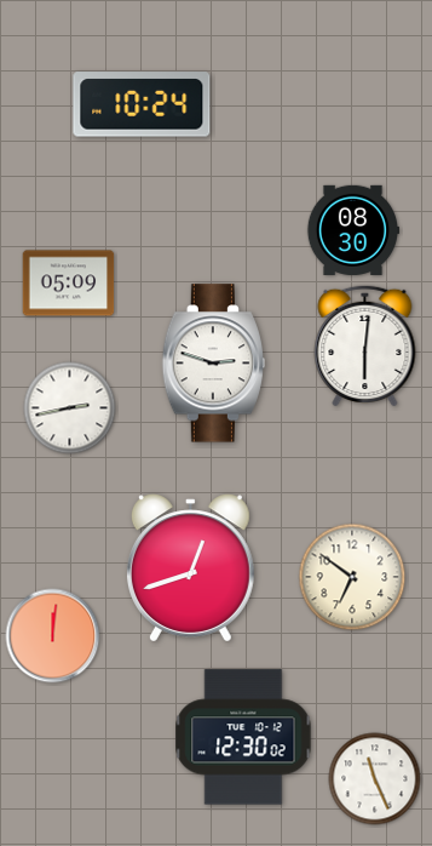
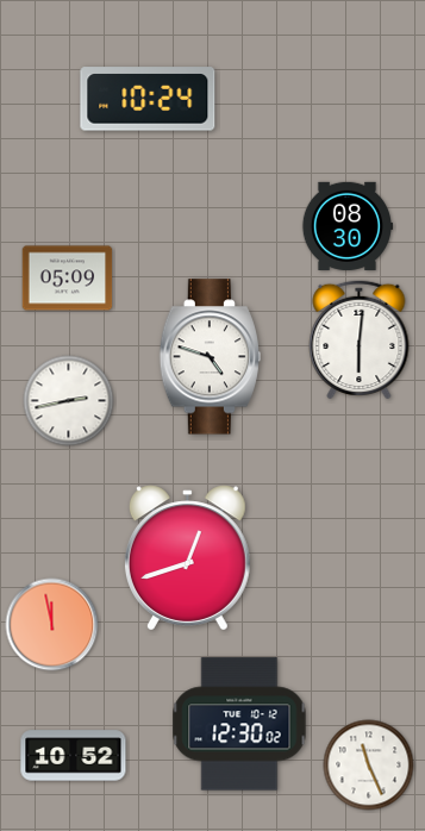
clock at (142, 104) position: (142, 104) -> (148, 99)
clock at (213, 364): 2:48 -> 4:48
clock at (352, 577): 6:51 -> none
clock at (53, 636): 12:01 -> 11:58
clock at (74, 756): none -> 10:52
